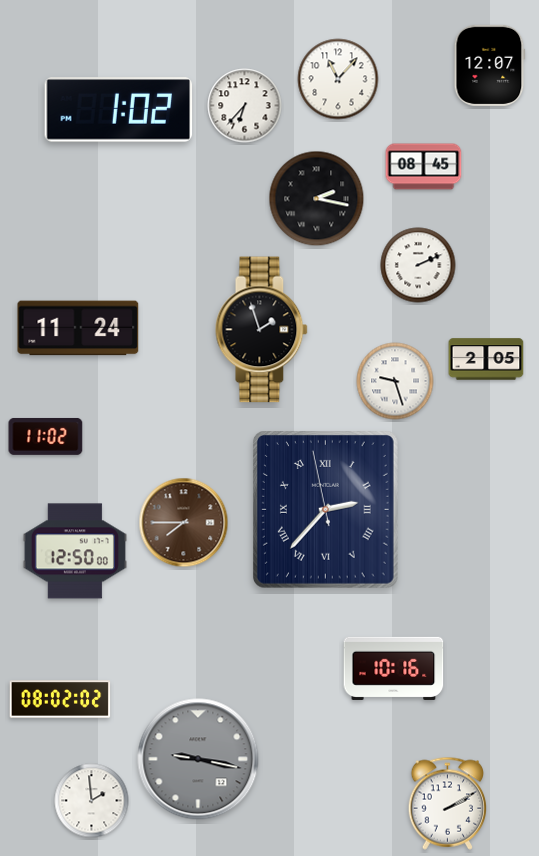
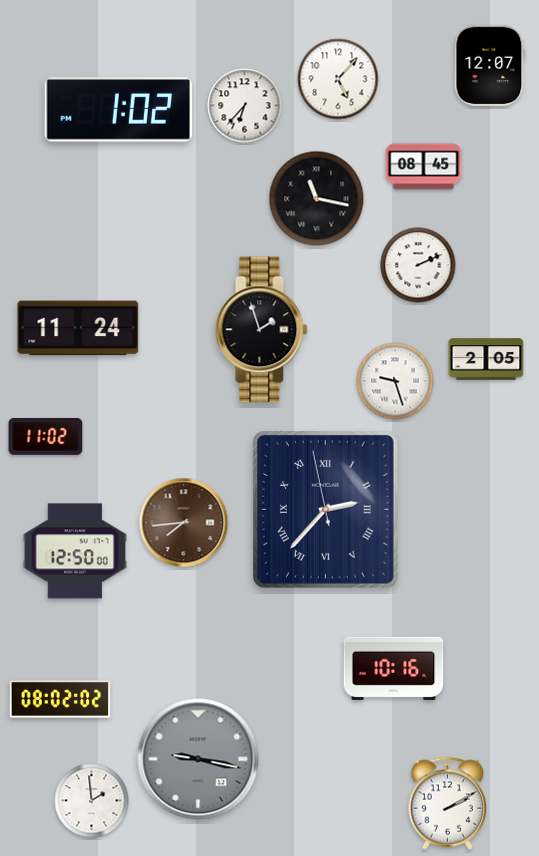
clock at (338, 79): 11:07 -> 5:07
clock at (317, 199): 2:17 -> 11:17
clock at (184, 523): 7:45 -> 7:44
